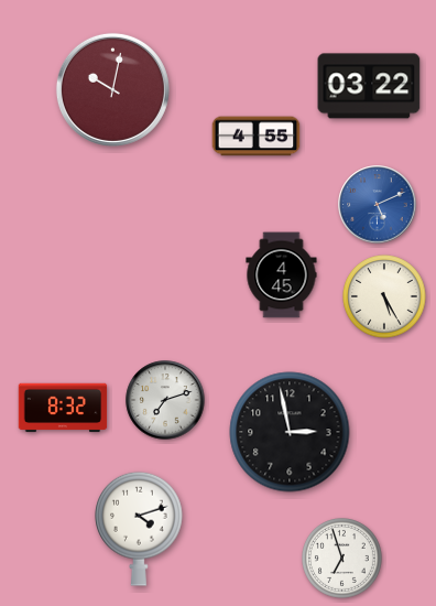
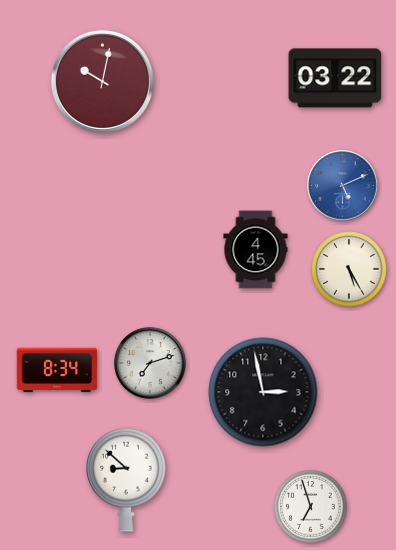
clock at (257, 137): 4:55 -> none
clock at (63, 408): 8:32 -> 8:34
clock at (139, 529): 4:12 -> 8:52
